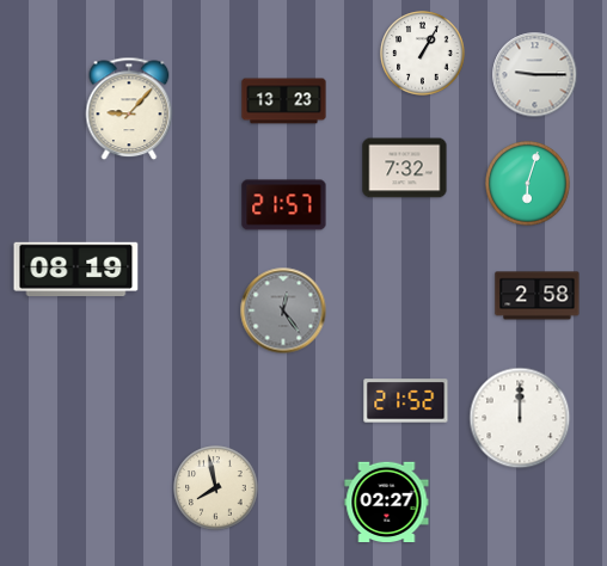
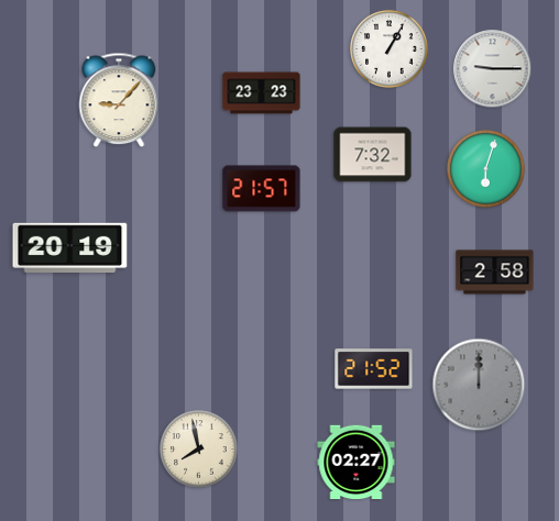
clock at (284, 101): 13:23 -> 23:23
clock at (76, 269): 08:19 -> 20:19
clock at (283, 310): 12:24 -> none
clock at (520, 418) dial: white -> grey
